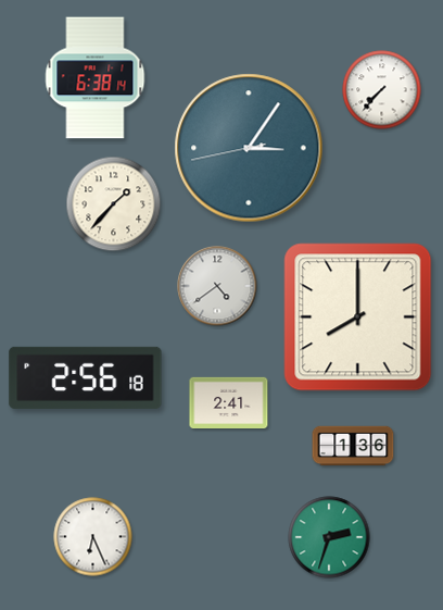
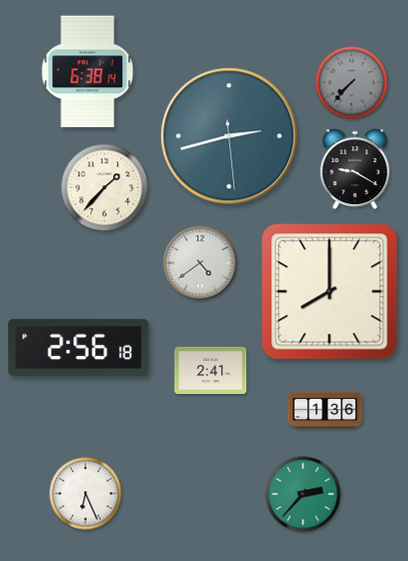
clock at (382, 90) dial: white -> grey
clock at (249, 148): 3:05 -> 2:42
clock at (355, 169): none -> 9:20
clock at (329, 537): 2:33 -> 2:37
